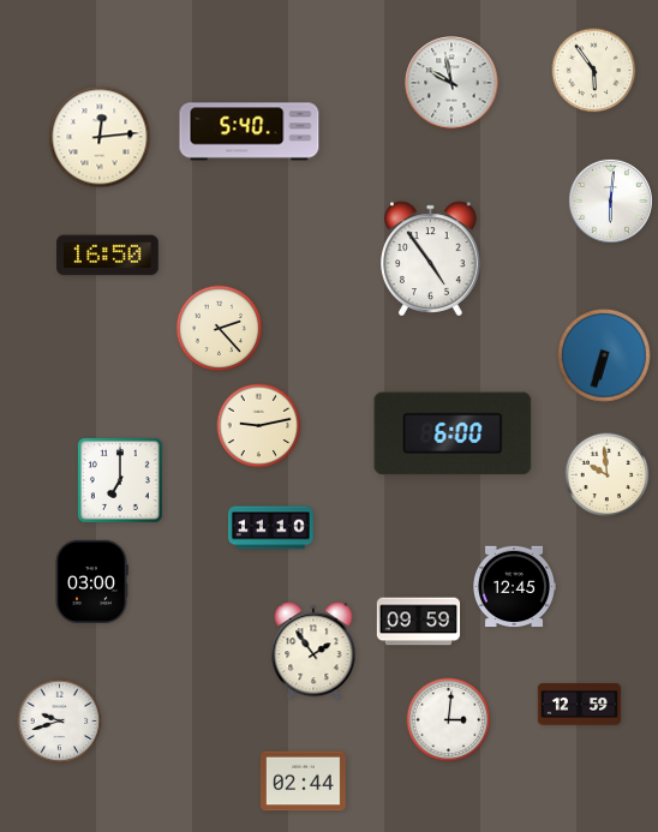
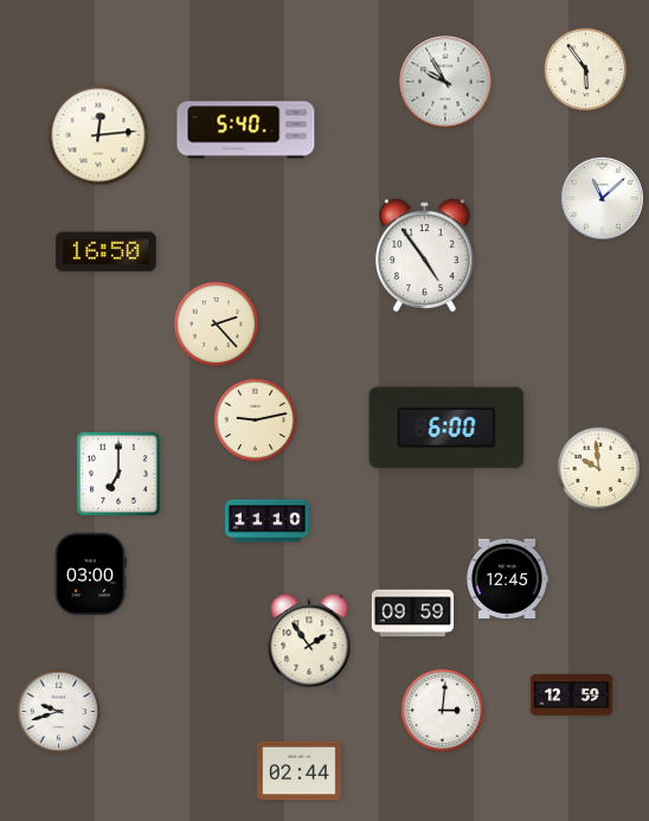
clock at (451, 83): 9:58 -> 9:55
clock at (610, 200): 6:01 -> 11:08
clock at (604, 355): 6:33 -> none
